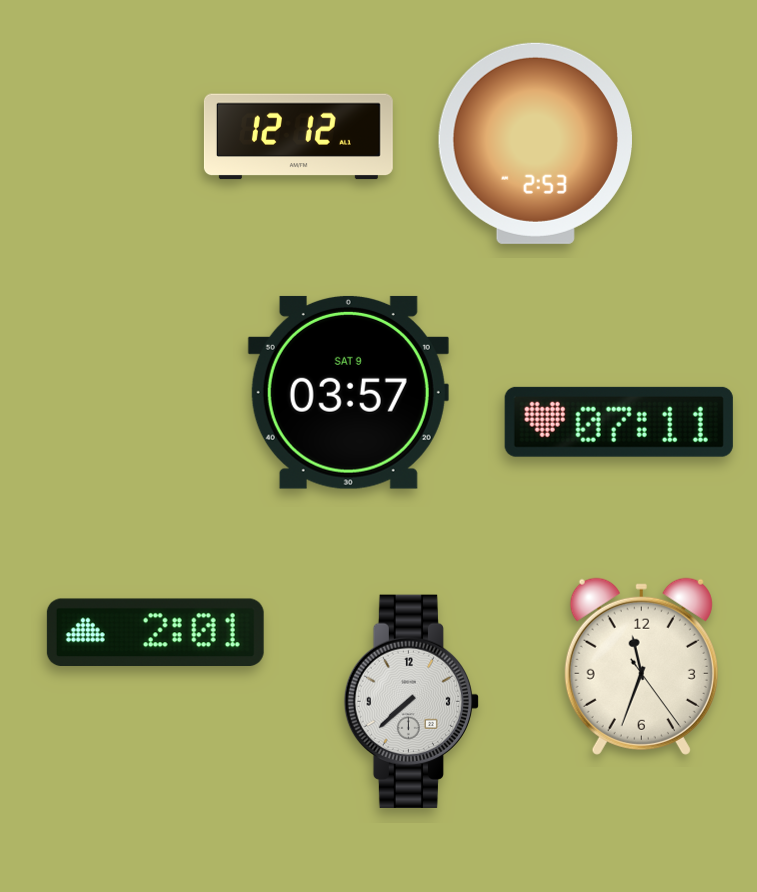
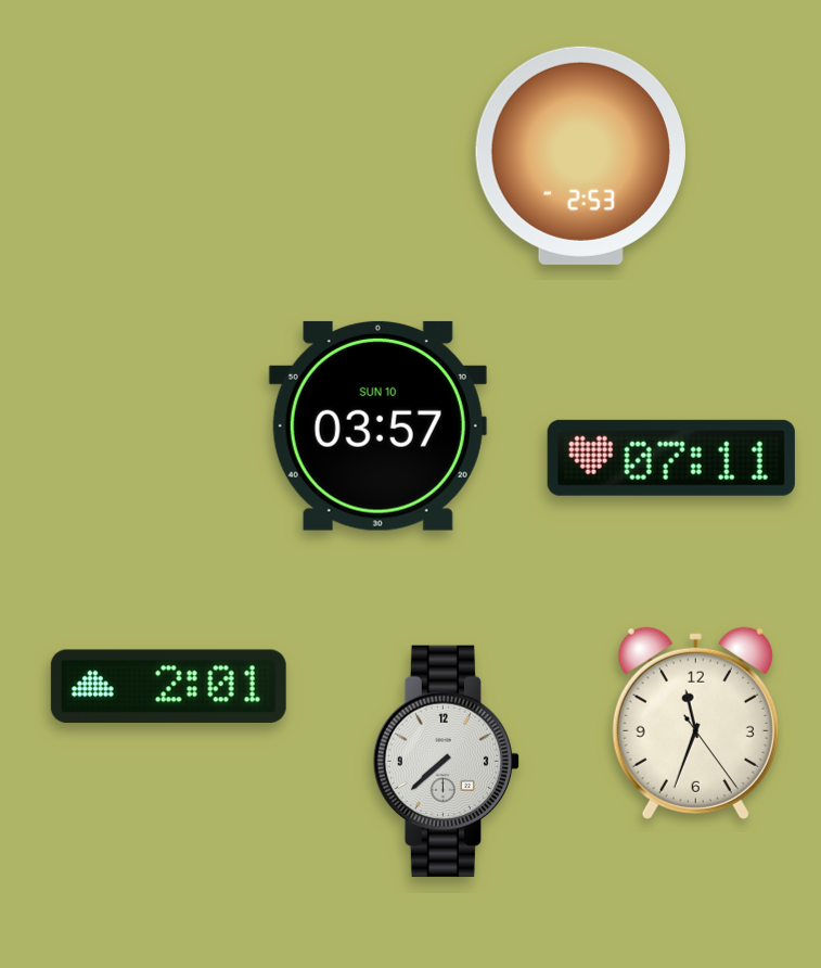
clock at (298, 137): 12:12 -> none
clock at (348, 392) date: SAT 9 -> SUN 10
